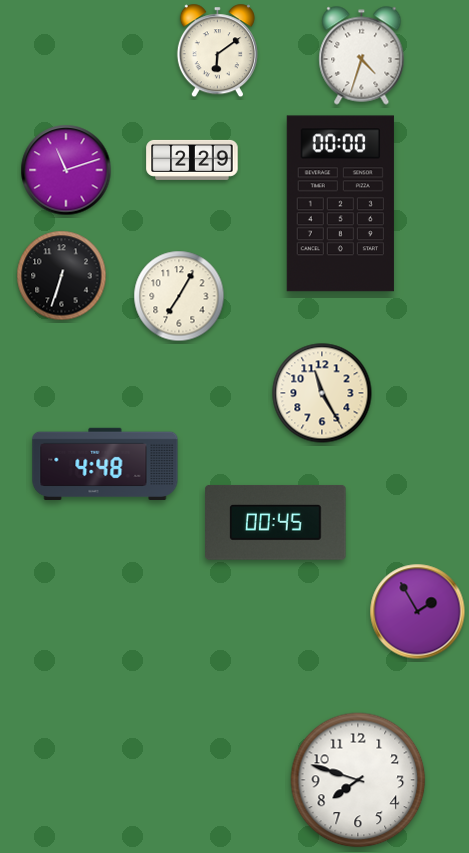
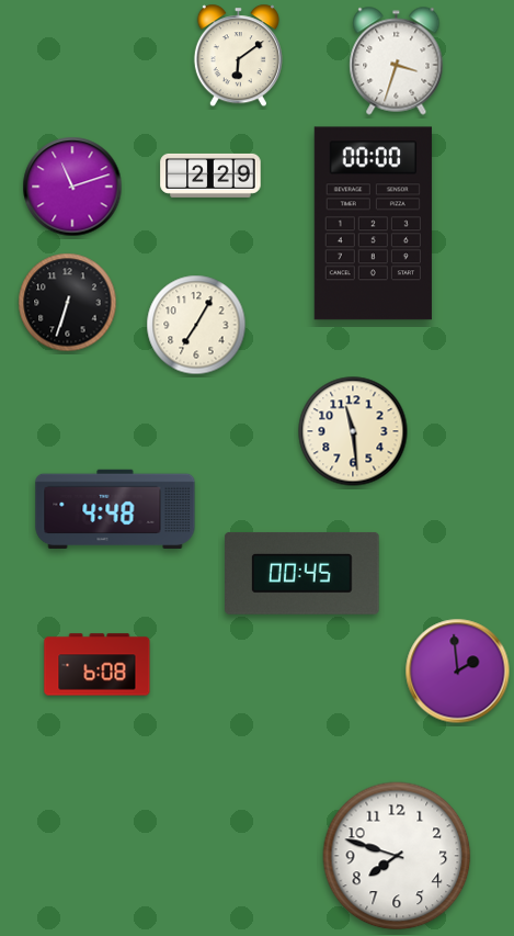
clock at (362, 56): 4:33 -> 3:33
clock at (322, 393): 11:25 -> 11:29
clock at (98, 665): none -> 6:08
clock at (418, 612): 1:55 -> 1:59
clock at (358, 780) position: (358, 780) -> (397, 856)
